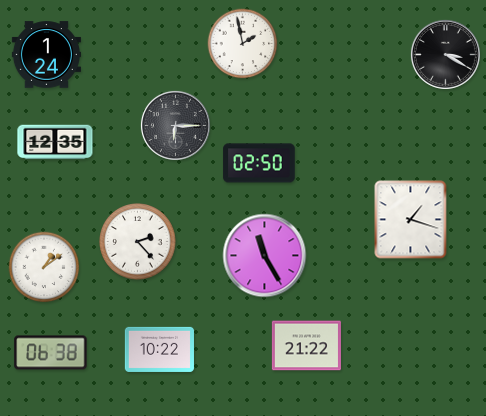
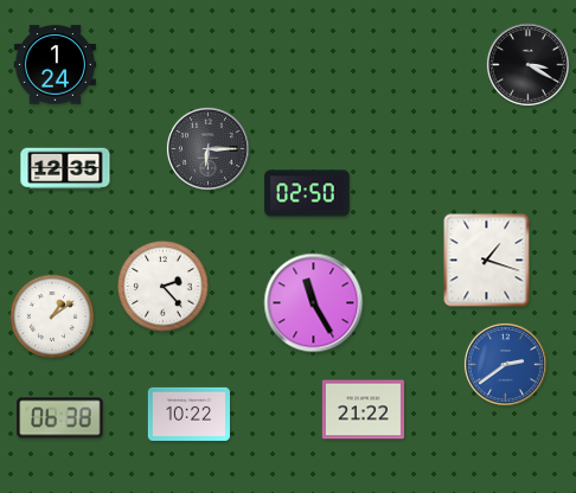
clock at (243, 44): 1:58 -> none
clock at (505, 364): none -> 2:39
